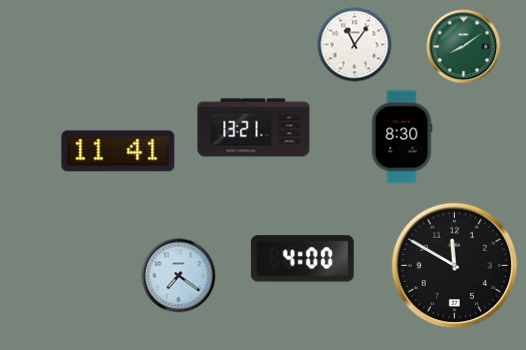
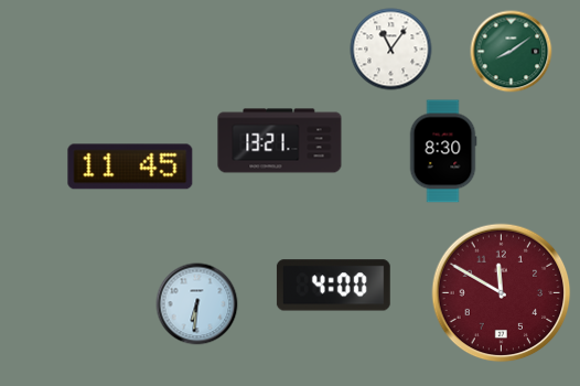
clock at (118, 151): 11:41 -> 11:45
clock at (455, 266) dial: black -> burgundy
clock at (179, 276): 7:21 -> 6:31
